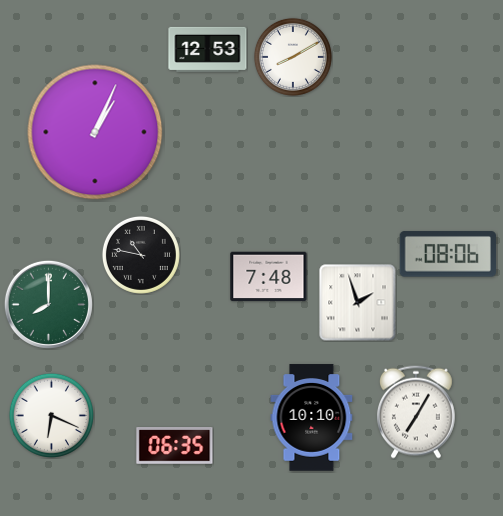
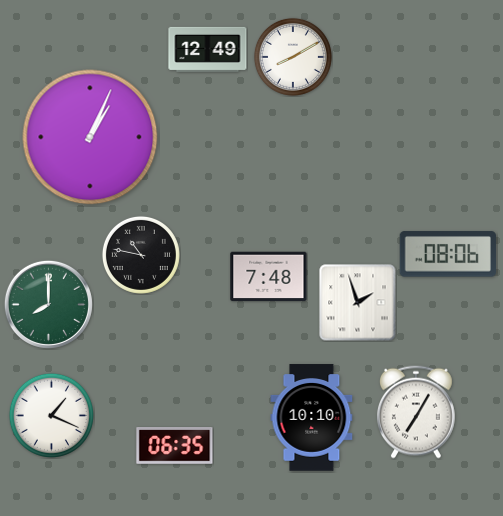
clock at (208, 49): 12:53 -> 12:49
clock at (95, 132) position: (95, 132) -> (90, 137)
clock at (51, 415): 6:19 -> 1:19
